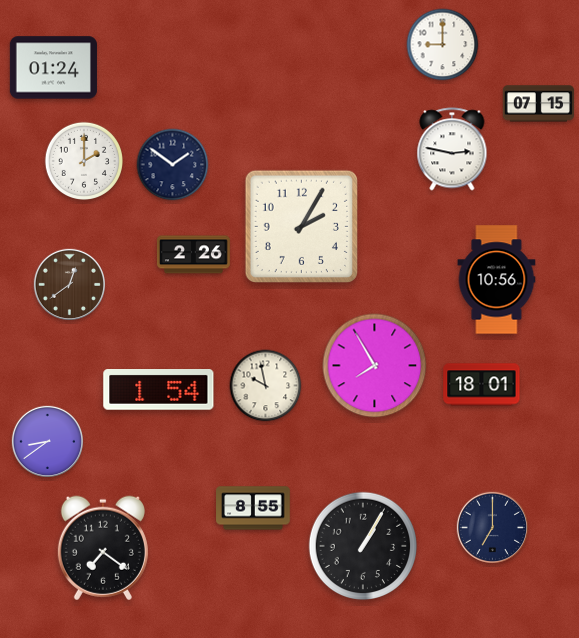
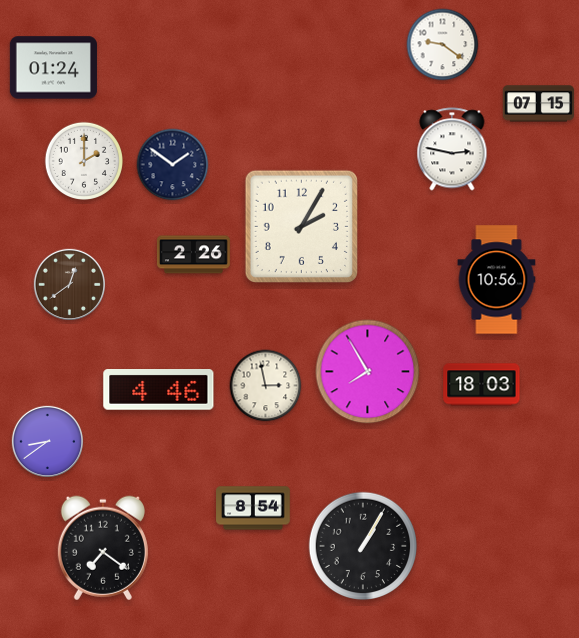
clock at (443, 45): 9:00 -> 9:21
clock at (375, 366) position: (375, 366) -> (368, 372)
clock at (482, 385): 18:01 -> 18:03
clock at (266, 386): 9:58 -> 2:58
clock at (159, 390): 1:54 -> 4:46
clock at (253, 508): 8:55 -> 8:54
clock at (492, 527): 7:00 -> none
